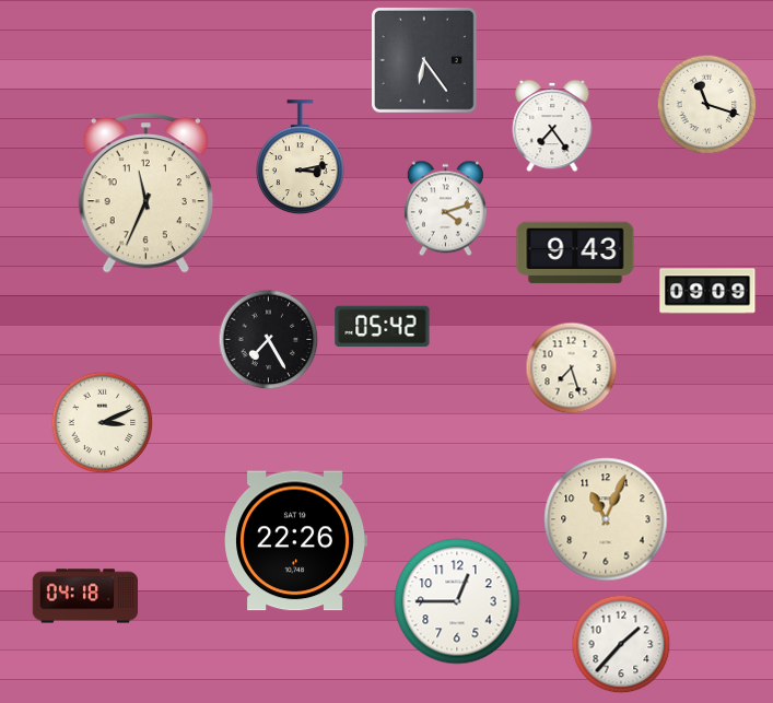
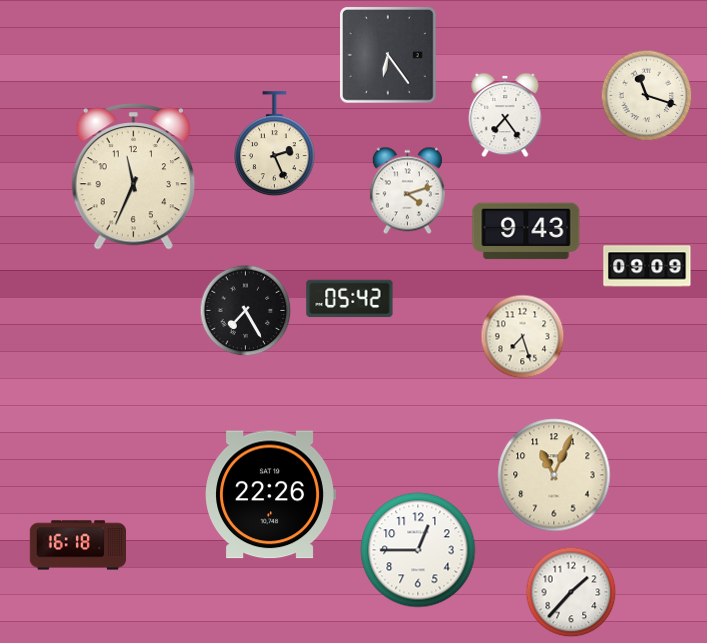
clock at (300, 157): 3:13 -> 2:26
clock at (103, 423): 3:11 -> none
clock at (84, 596): 04:18 -> 16:18
clock at (621, 644) position: (621, 644) -> (571, 592)
